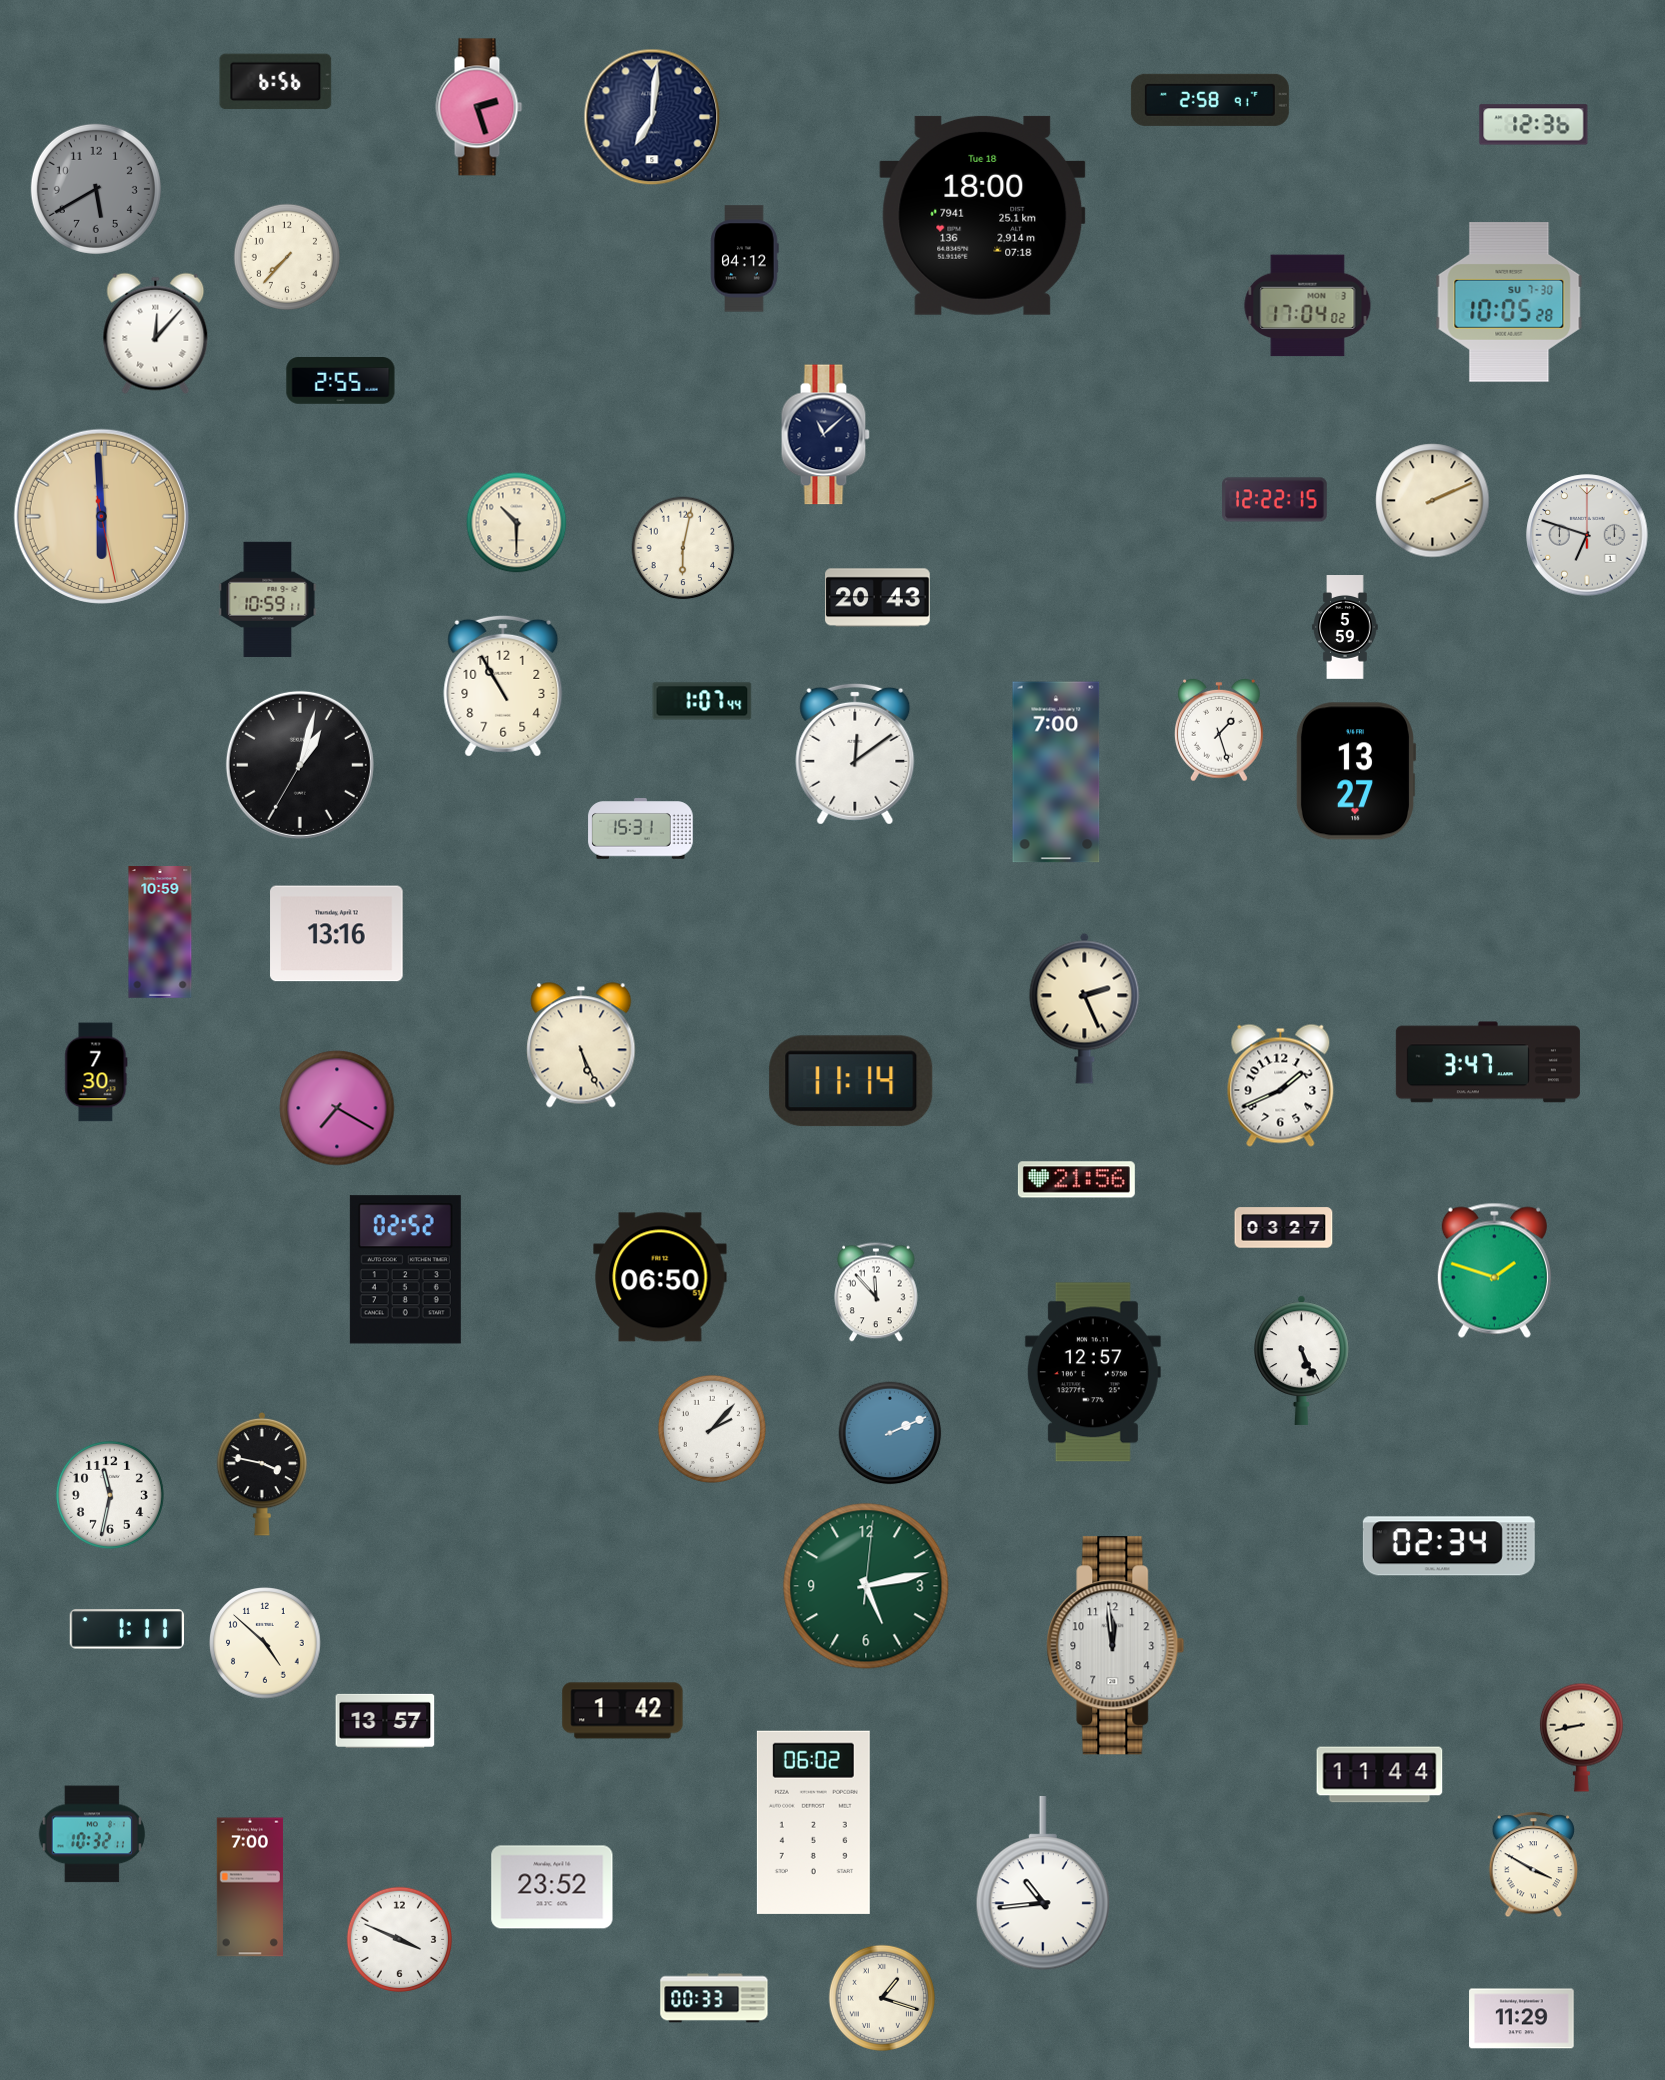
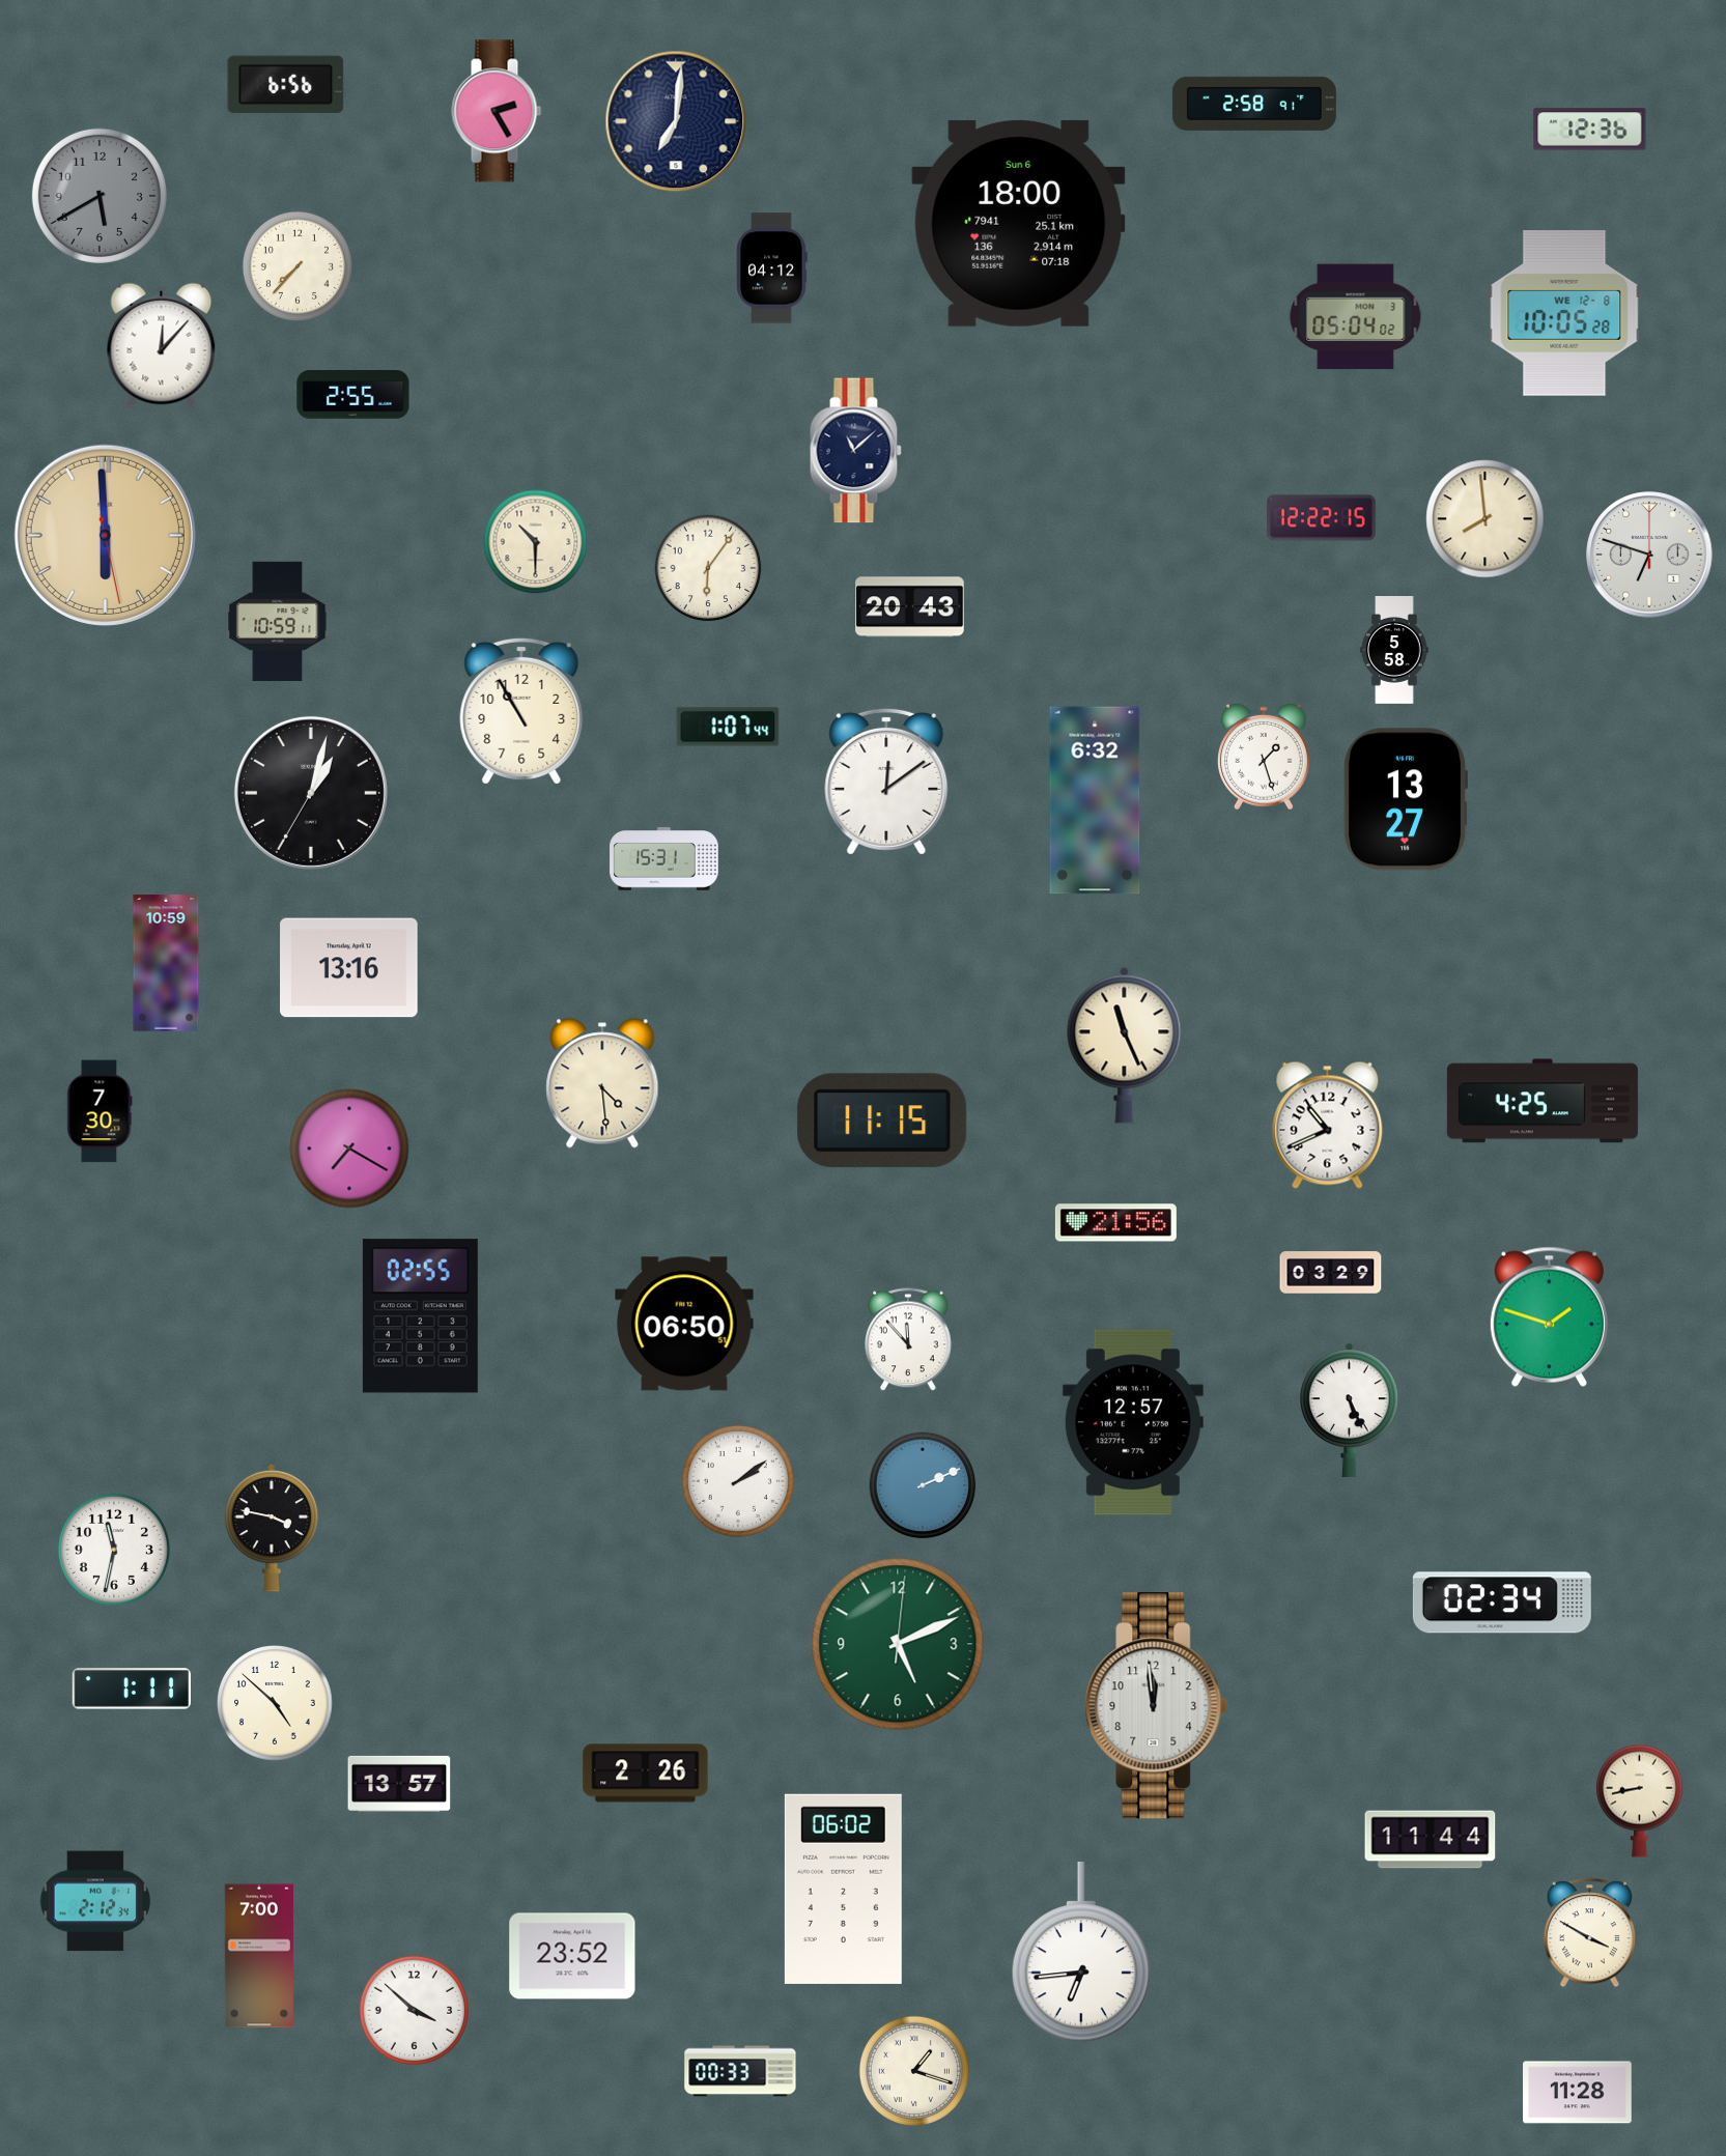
clock at (479, 107): 2:27 -> 2:25
clock at (983, 215) date: Tue 18 -> Sun 6
clock at (1509, 303) date: SU 7-30 -> WE 12-8
clock at (1308, 306): 17:04 -> 05:04
clock at (1433, 501): 2:11 -> 7:59
clock at (1587, 535) position: (1587, 535) -> (1649, 555)
clock at (683, 548): 6:02 -> 6:06
clock at (878, 598) position: (878, 598) -> (910, 607)
clock at (1345, 628): 5:59 -> 5:58
clock at (1056, 772): 7:00 -> 6:32
clock at (160, 932) position: (160, 932) -> (166, 963)
clock at (1085, 1008): 2:26 -> 11:26
clock at (581, 1045): 5:26 -> 4:29
clock at (1488, 1062): 3:47 -> 4:25
clock at (851, 1081): 11:14 -> 11:15
clock at (1281, 1085): 1:41 -> 10:41
clock at (1284, 1228): 03:27 -> 03:29
clock at (405, 1270): 02:52 -> 02:55
clock at (712, 1429): 2:07 -> 2:09
clock at (866, 1586): 5:13 -> 5:11
clock at (623, 1711): 1:42 -> 2:26
clock at (92, 1834): 10:32 -> 2:12
clock at (1043, 1884): 10:44 -> 6:44
clock at (399, 1939): 3:49 -> 3:52
clock at (1522, 2019): 11:29 -> 11:28
